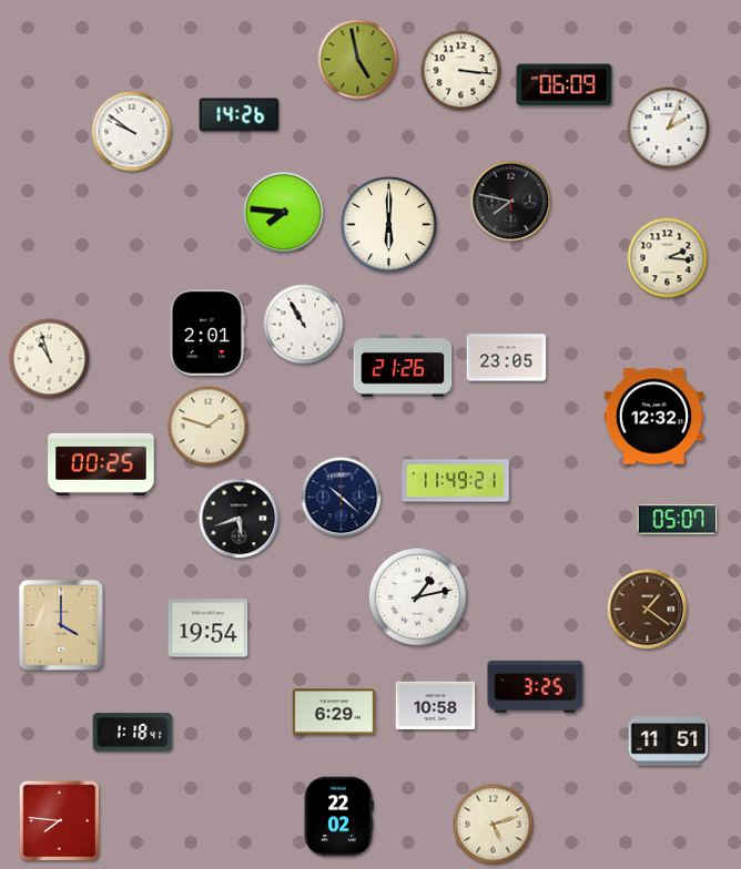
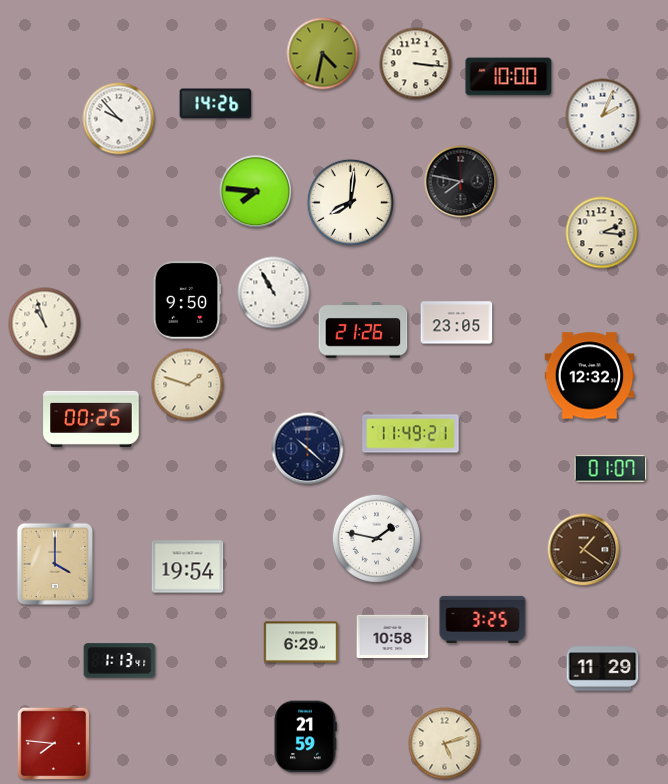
clock at (358, 60): 4:58 -> 4:32
clock at (565, 85): 06:09 -> 10:00
clock at (132, 132): 9:51 -> 9:53
clock at (388, 224): 6:00 -> 8:01
clock at (207, 334): 2:01 -> 9:50
clock at (240, 519): 5:42 -> none
clock at (678, 520): 05:07 -> 01:07
clock at (417, 596): 1:13 -> 1:47
clock at (133, 733): 1:18 -> 1:13
clock at (669, 742): 11:51 -> 11:29
clock at (338, 817): 22:02 -> 21:59
clock at (60, 821) position: (60, 821) -> (54, 744)
